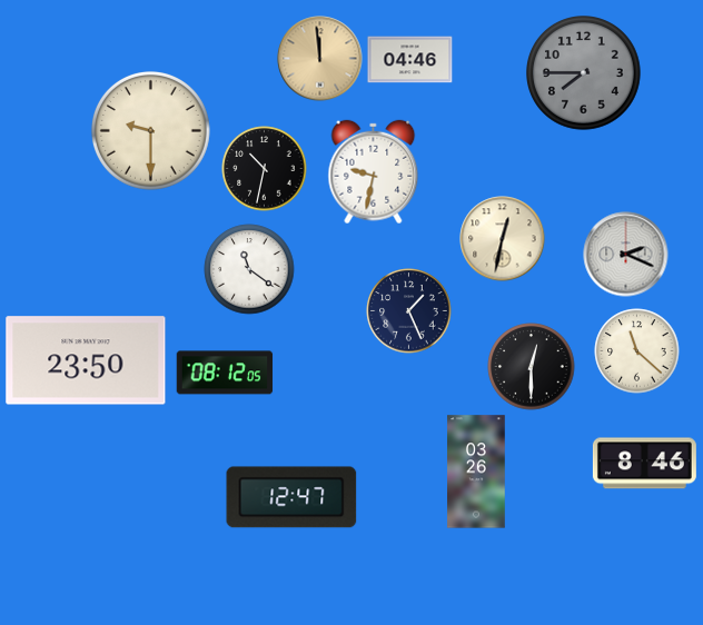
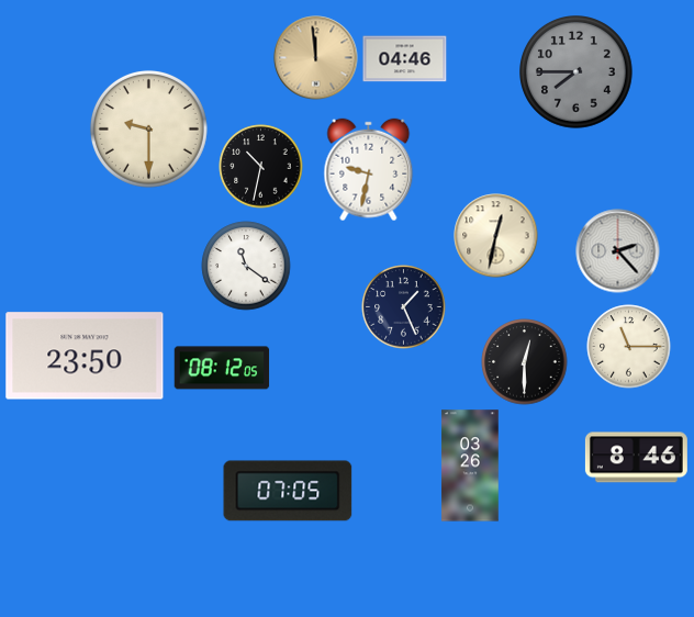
clock at (626, 255): 2:19 -> 2:23
clock at (637, 351): 11:22 -> 11:15
clock at (291, 497): 12:47 -> 07:05
